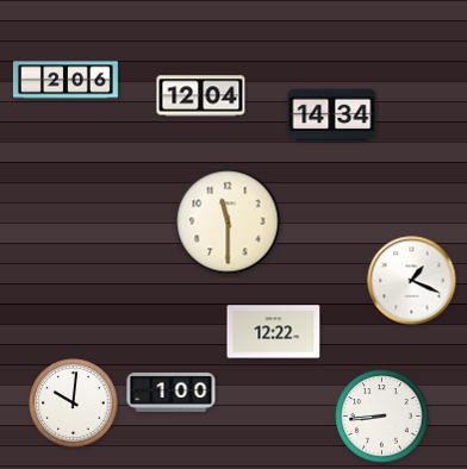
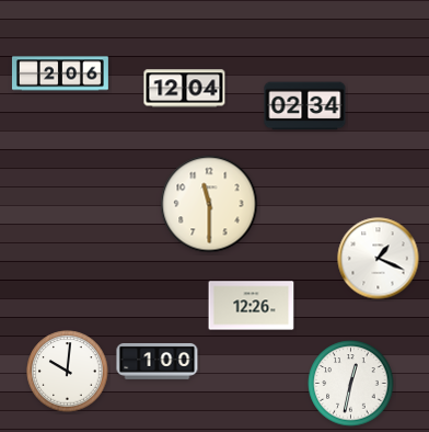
clock at (332, 115): 14:34 -> 02:34
clock at (274, 332): 12:22 -> 12:26
clock at (382, 417): 8:44 -> 12:32
